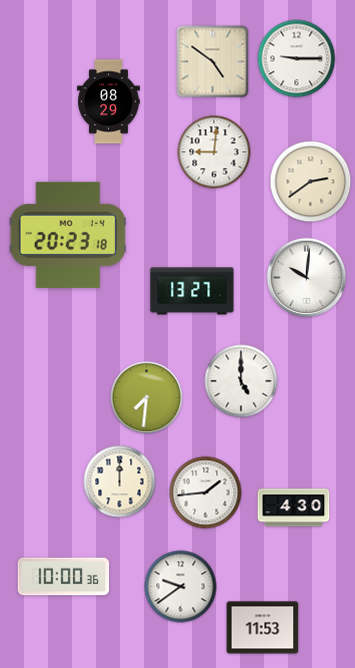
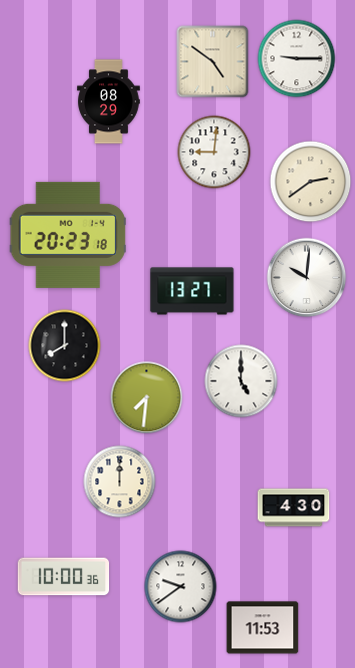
clock at (65, 346): none -> 8:00
clock at (206, 493): 1:44 -> none
